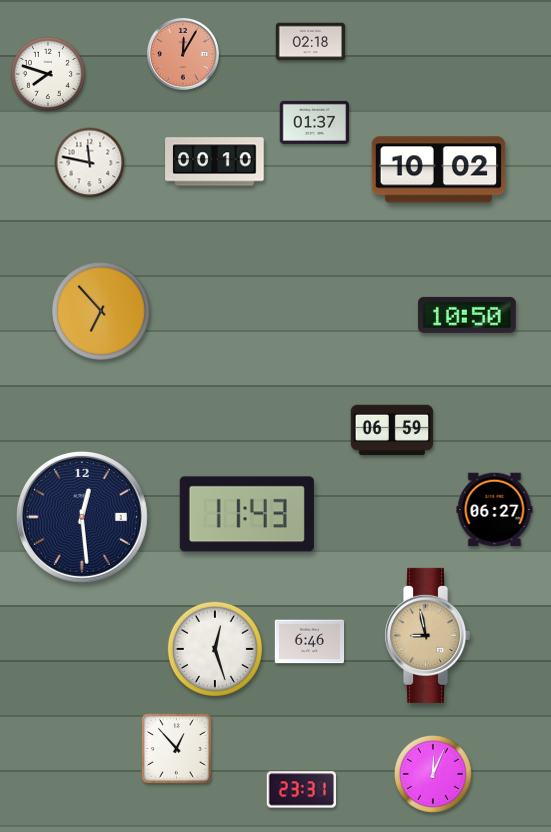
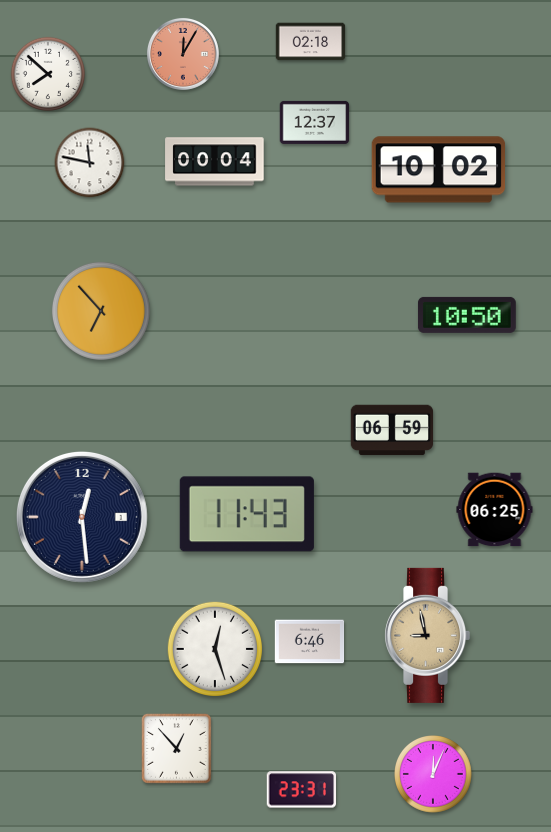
clock at (47, 73): 7:48 -> 7:52
clock at (315, 122): 01:37 -> 12:37
clock at (215, 162): 00:10 -> 00:04
clock at (495, 510): 06:27 -> 06:25
